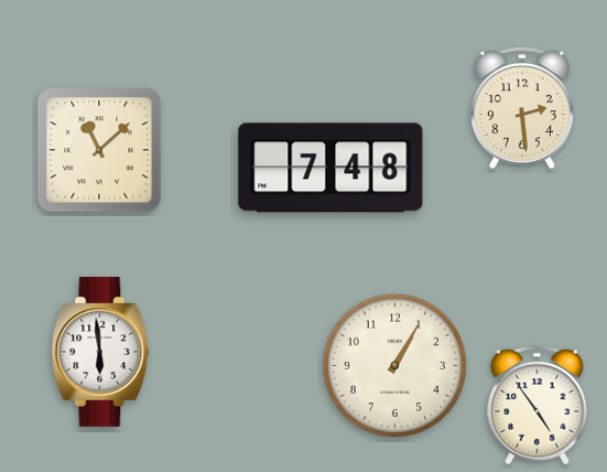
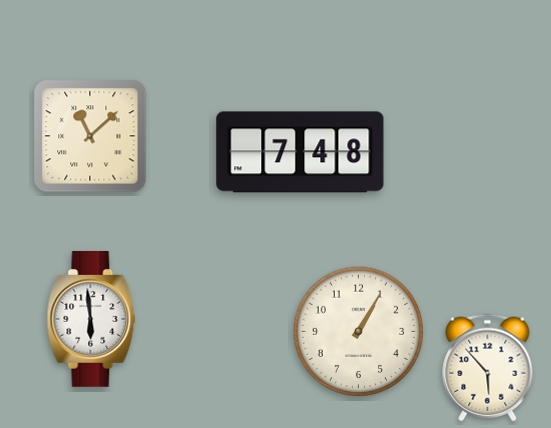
clock at (522, 108): 2:29 -> none
clock at (538, 406): 4:54 -> 5:53
